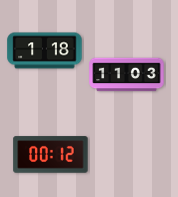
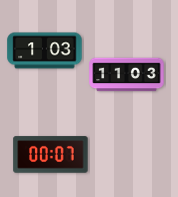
clock at (45, 51): 1:18 -> 1:03
clock at (51, 155): 00:12 -> 00:07
